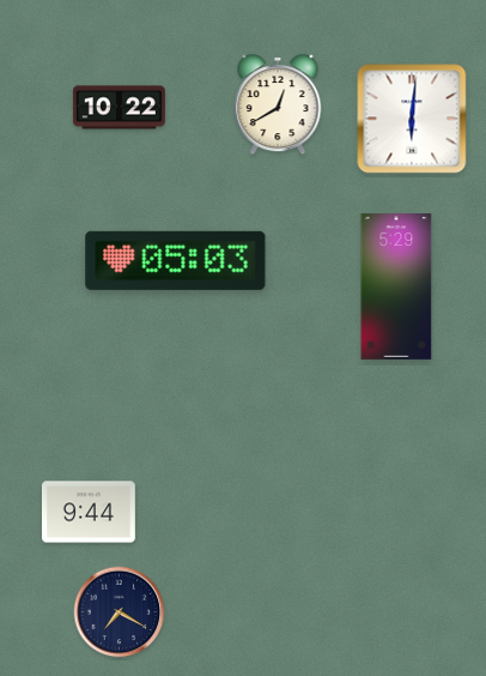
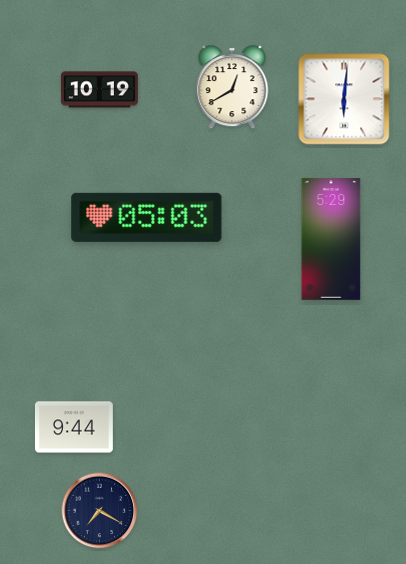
clock at (119, 108): 10:22 -> 10:19
